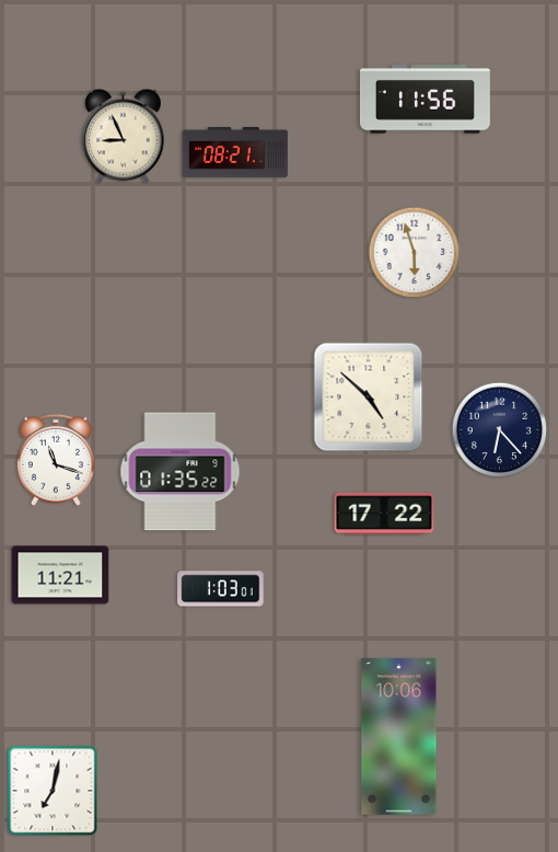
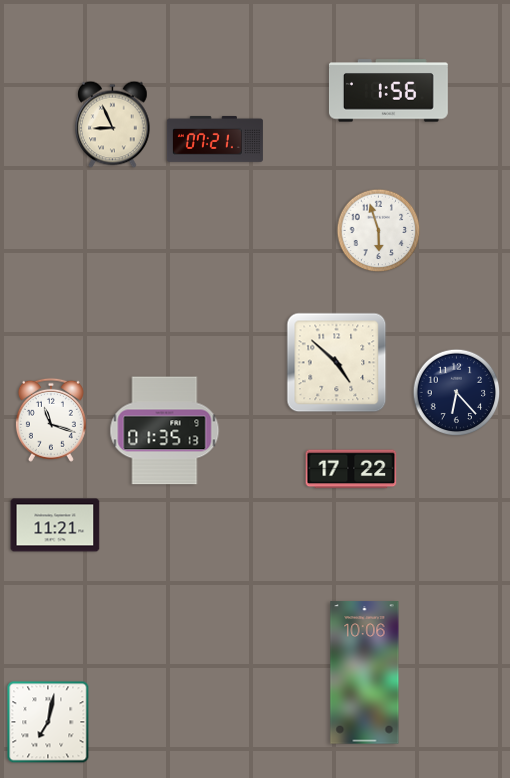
clock at (425, 100): 11:56 -> 1:56
clock at (235, 152): 08:21 -> 07:21
clock at (181, 472): 01:35:22 -> 01:35:13
clock at (221, 589): 1:03 -> none
